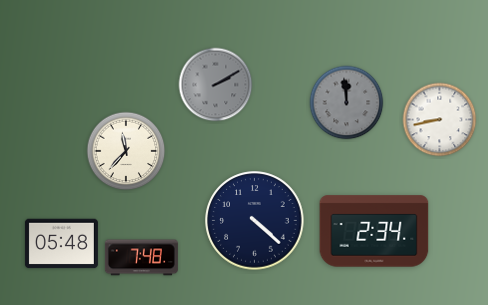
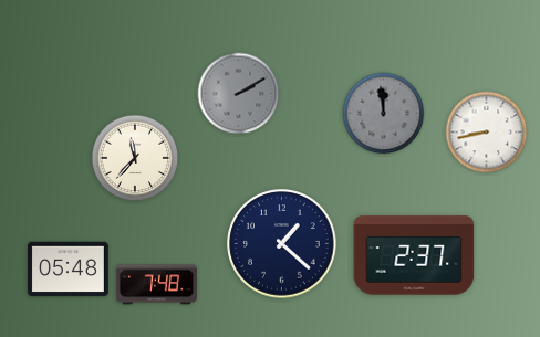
clock at (126, 151) position: (126, 151) -> (135, 158)
clock at (255, 221): 4:22 -> 1:22
clock at (374, 231): 2:34 -> 2:37
